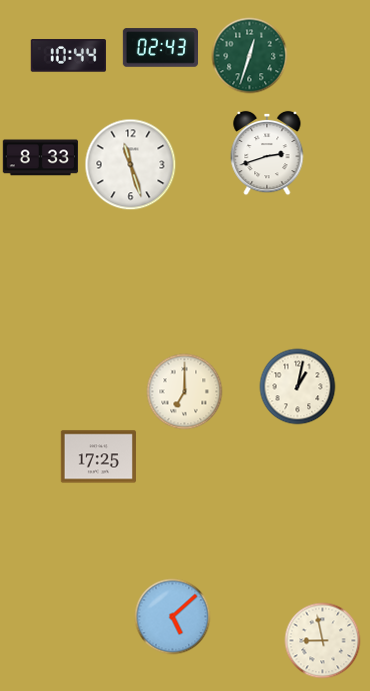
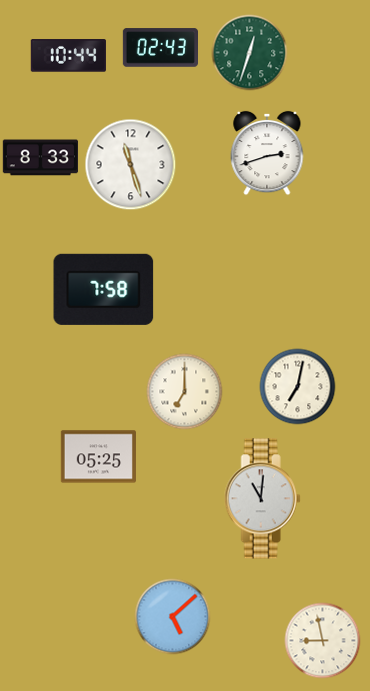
clock at (250, 56) position: (250, 56) -> (250, 53)
clock at (104, 289): none -> 7:58
clock at (298, 387): 1:02 -> 7:02
clock at (98, 457): 17:25 -> 05:25
clock at (262, 499): none -> 11:01
